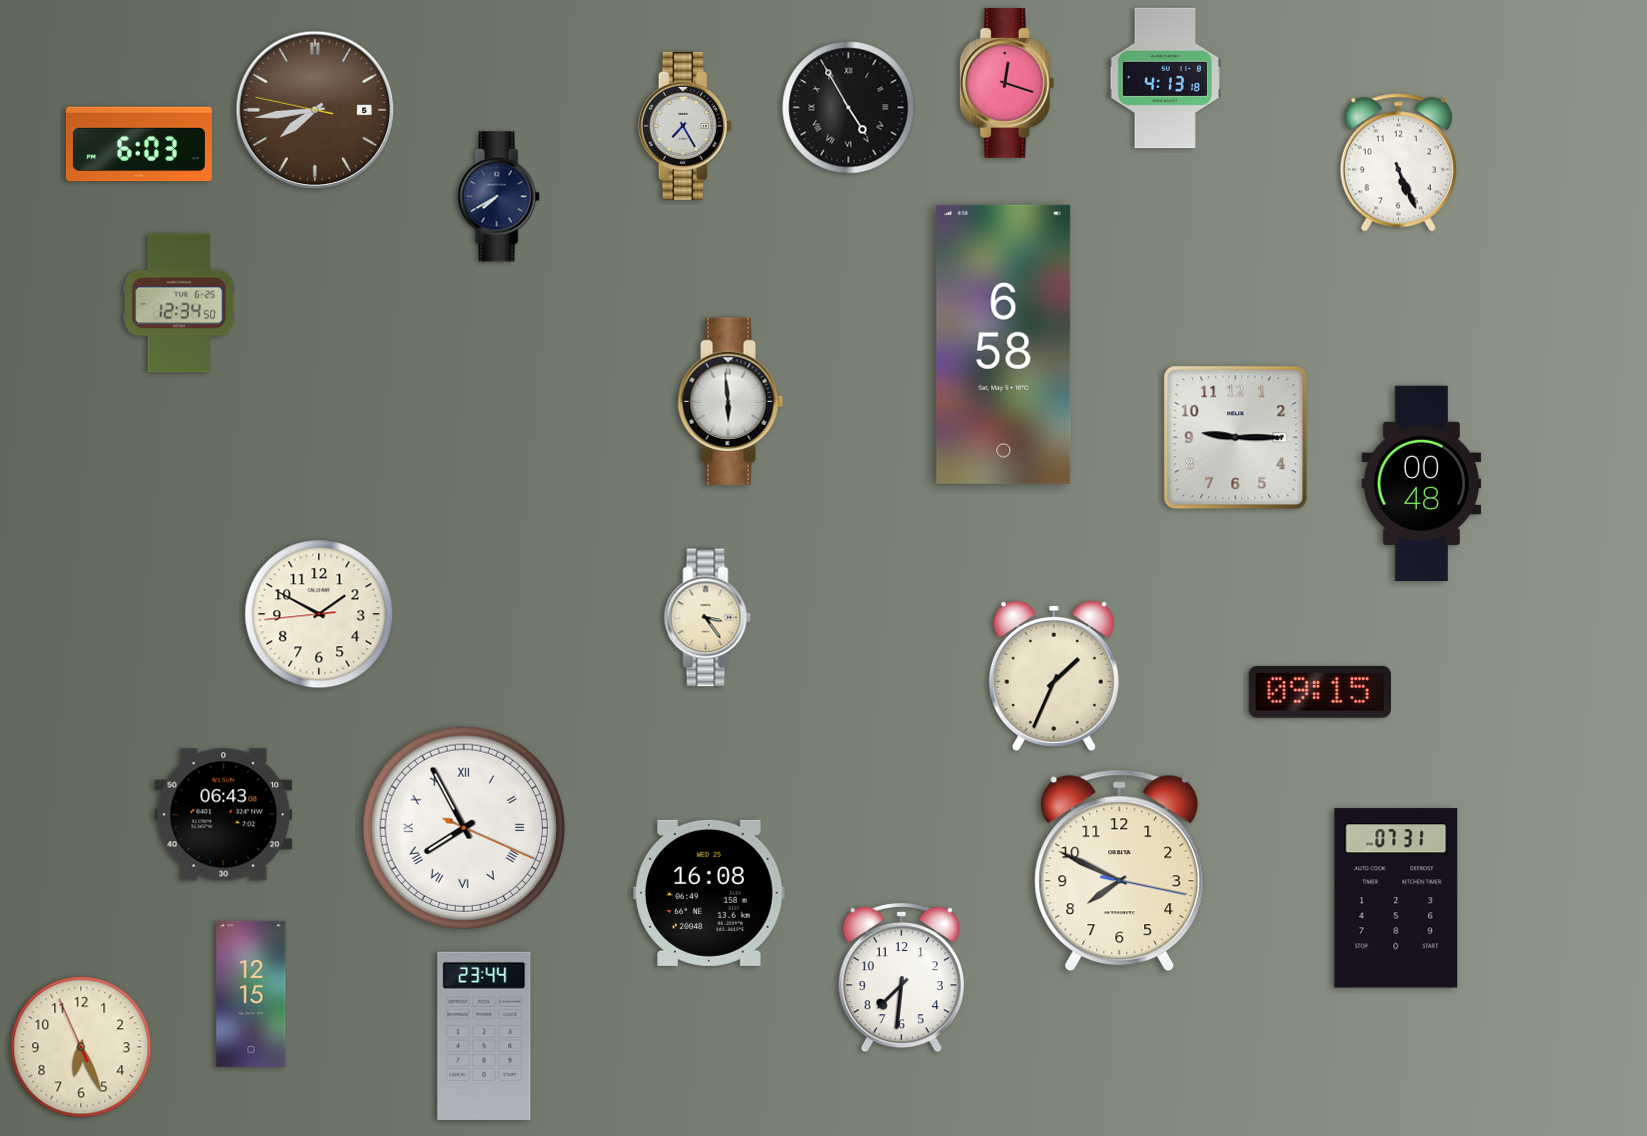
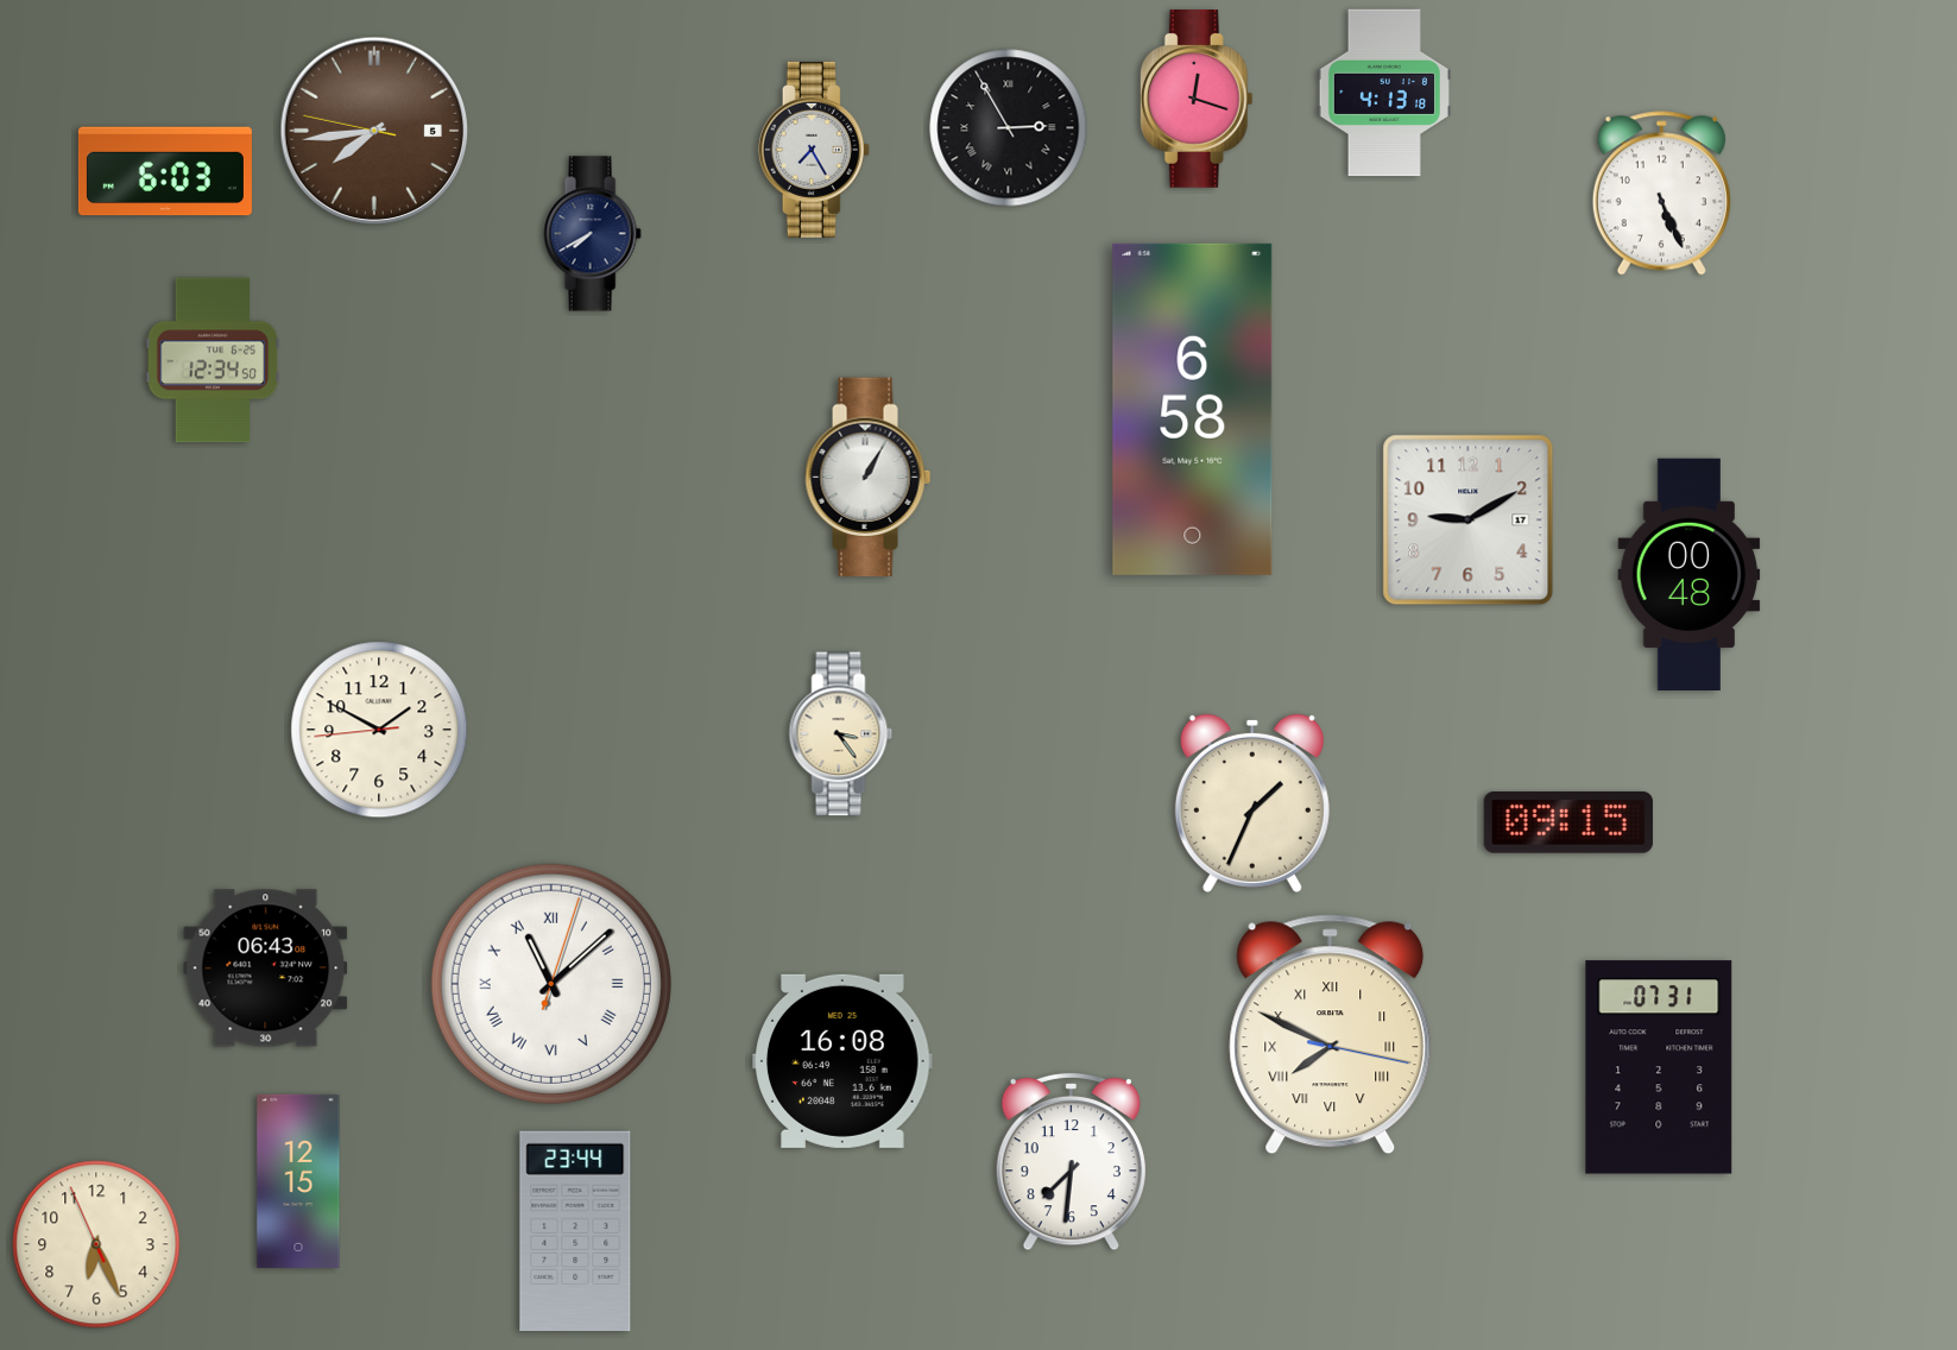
clock at (849, 108): 4:55 -> 2:55
clock at (731, 402): 5:59 -> 1:05
clock at (1236, 438): 9:15 -> 9:10
clock at (464, 828): 7:55 -> 11:08
clock at (1120, 871) numerals: Arabic -> Roman
